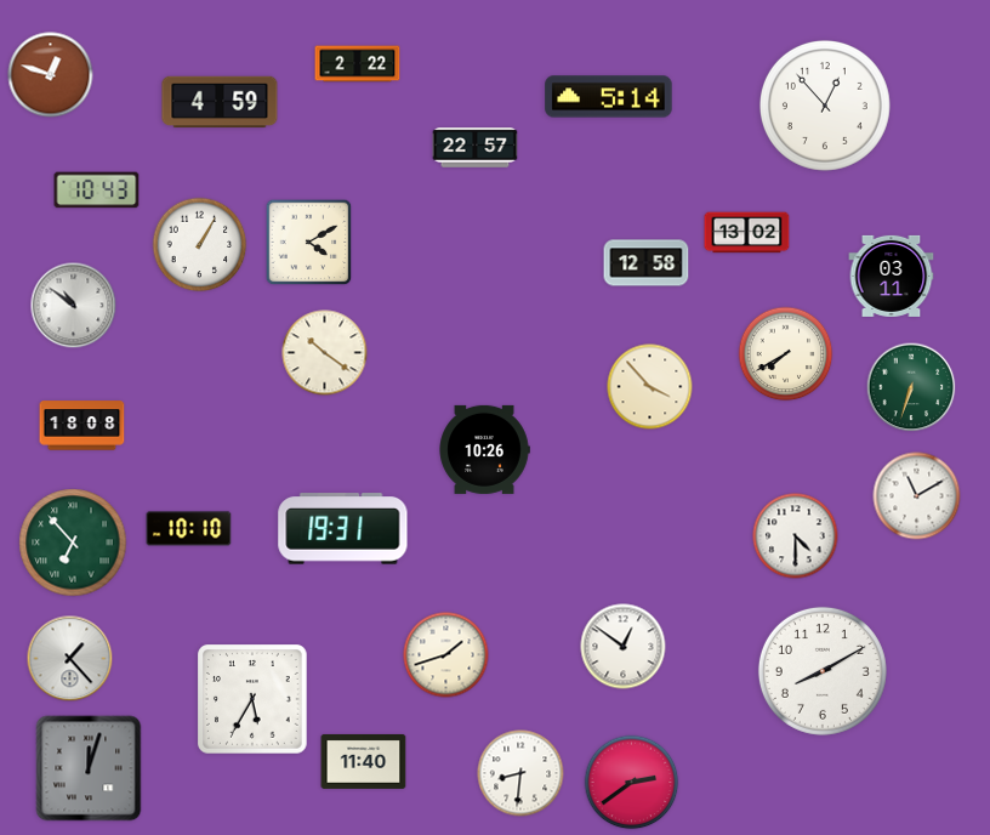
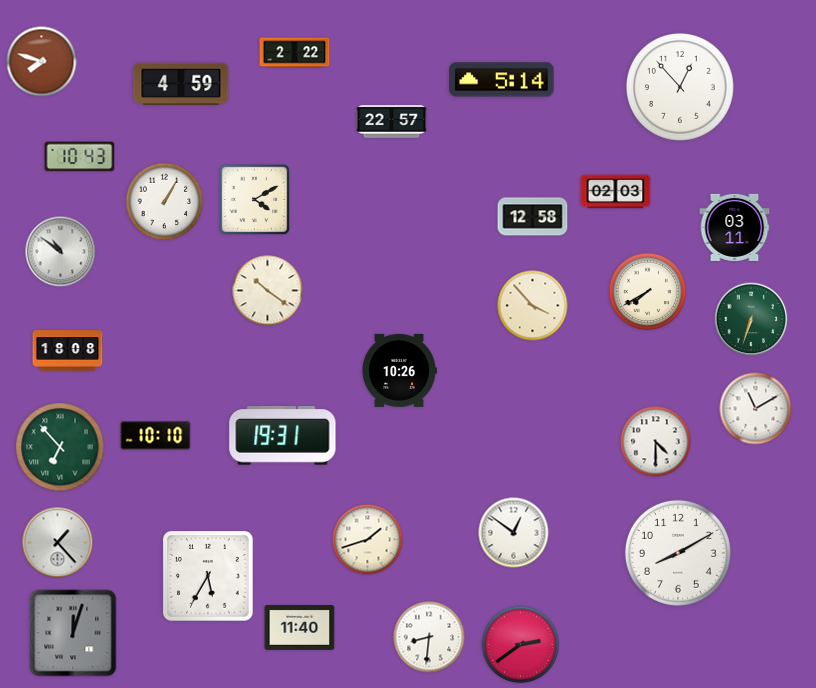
clock at (51, 75): 12:48 -> 7:48
clock at (747, 233): 13:02 -> 02:03
clock at (650, 387) position: (650, 387) -> (533, 306)
